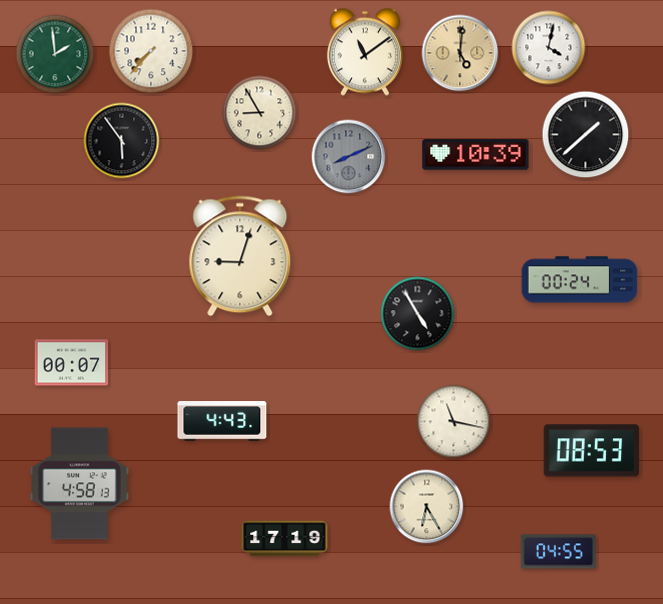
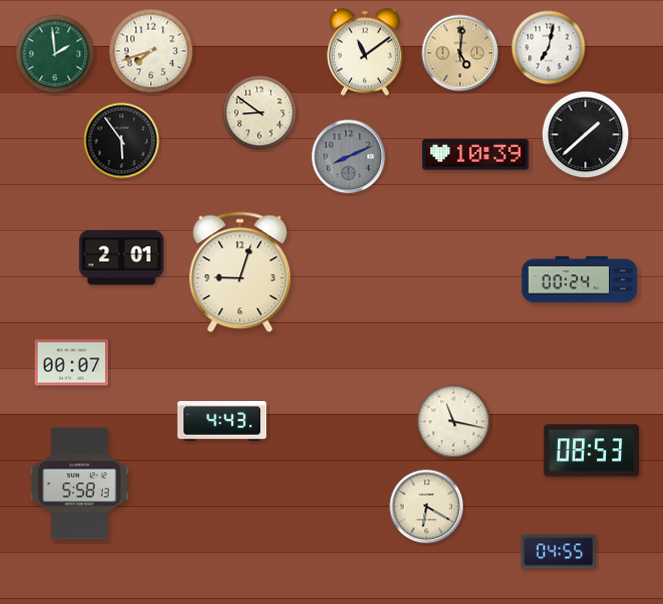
clock at (549, 48): 4:02 -> 7:02
clock at (151, 51): 7:37 -> 7:42
clock at (260, 113): 8:55 -> 8:51
clock at (240, 256) position: (240, 256) -> (240, 272)
clock at (122, 258): none -> 2:01
clock at (418, 314): 4:55 -> none
clock at (80, 484): 4:58 -> 5:58
clock at (427, 507): 6:25 -> 6:20
clock at (285, 539): 17:19 -> none
